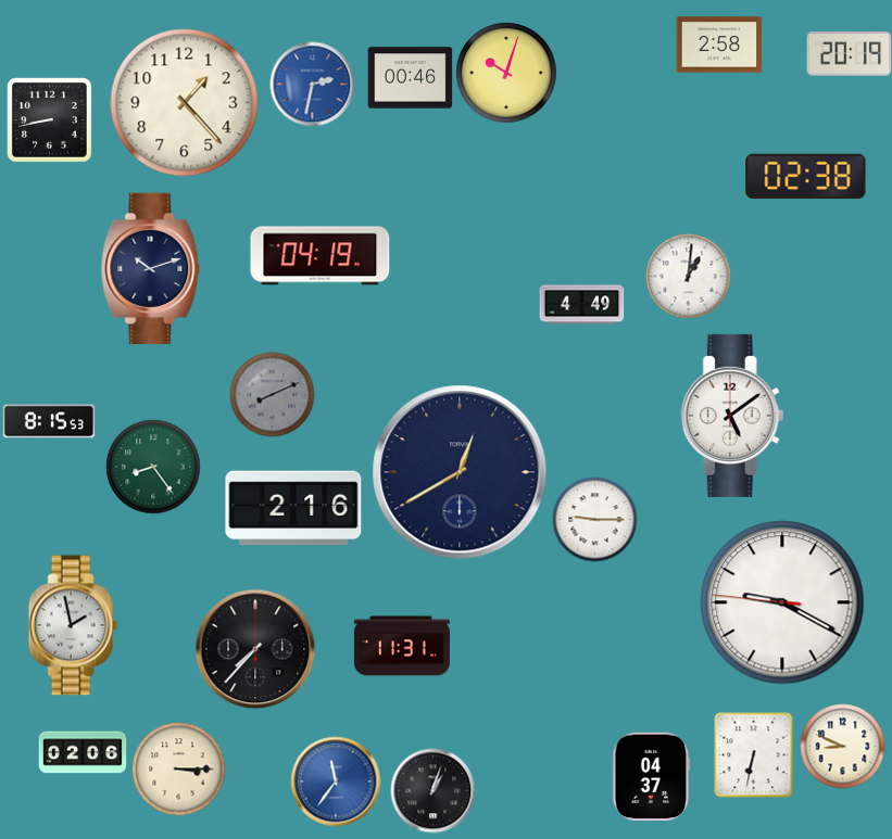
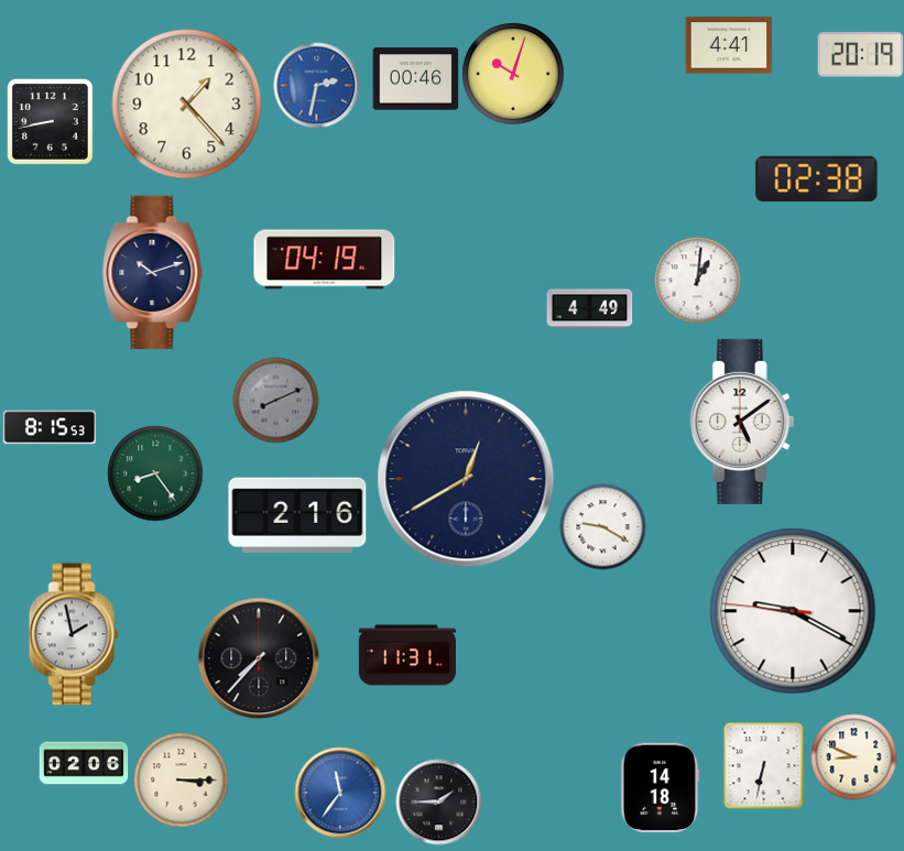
clock at (719, 45): 2:58 -> 4:41
clock at (594, 519): 9:15 -> 9:20
clock at (652, 776): 04:37 -> 14:18
clock at (432, 790): 1:03 -> 1:45
